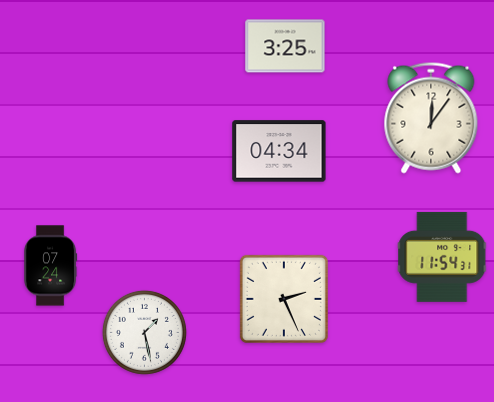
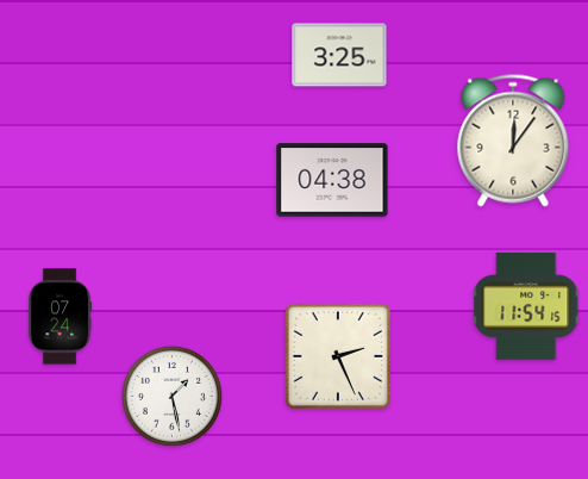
clock at (279, 151): 04:34 -> 04:38
clock at (442, 257): 11:54:31 -> 11:54:15
